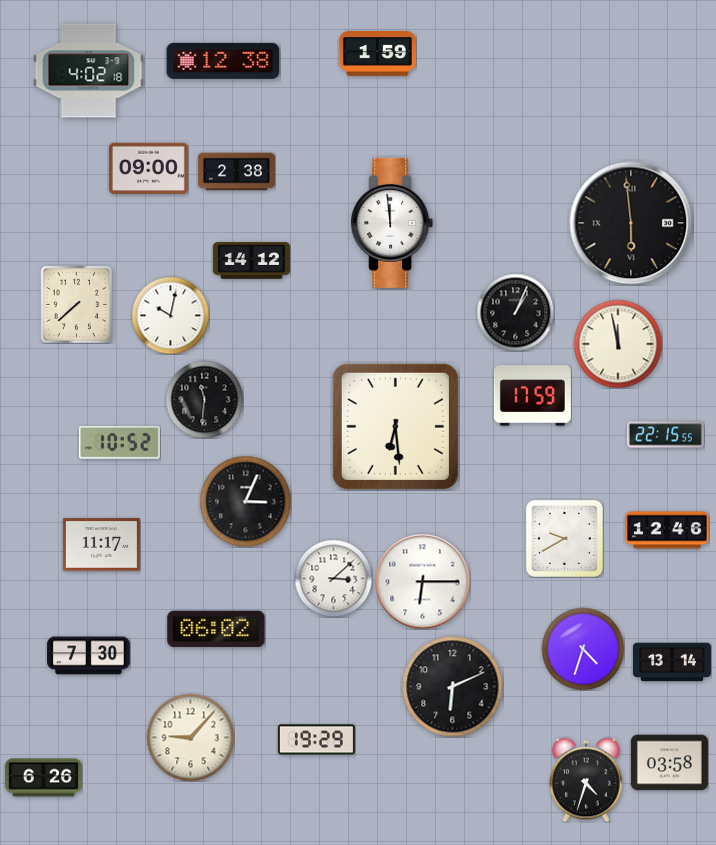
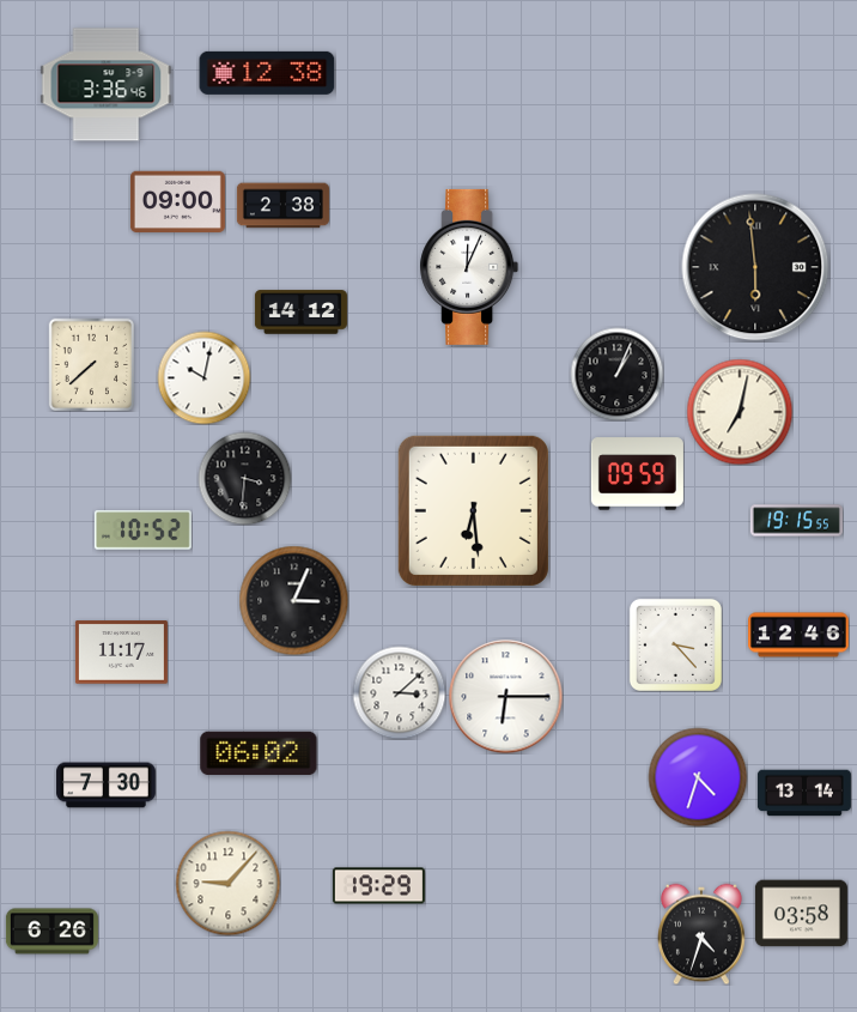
clock at (377, 54): 1:59 -> none
clock at (89, 71): 4:02 -> 3:36
clock at (392, 223): 11:59 -> 12:04
clock at (618, 344): 11:58 -> 7:02
clock at (532, 396): 17:59 -> 09:59
clock at (204, 399): 11:31 -> 3:31
clock at (665, 435): 22:15 -> 19:15
clock at (564, 538): 9:40 -> 3:23
clock at (453, 687): 6:11 -> none
